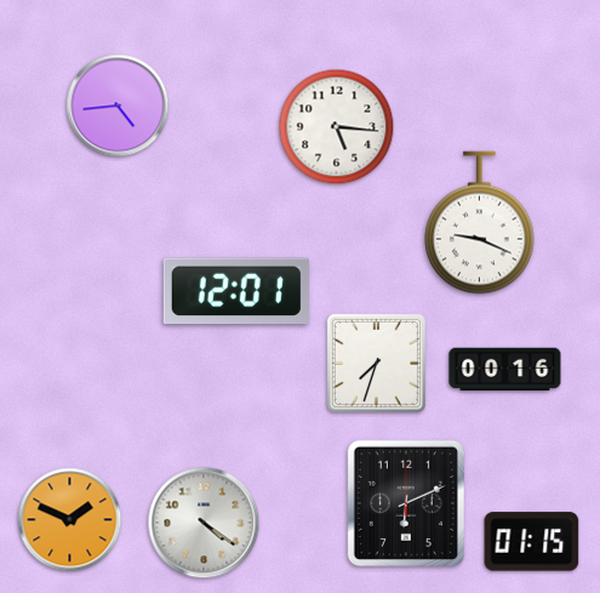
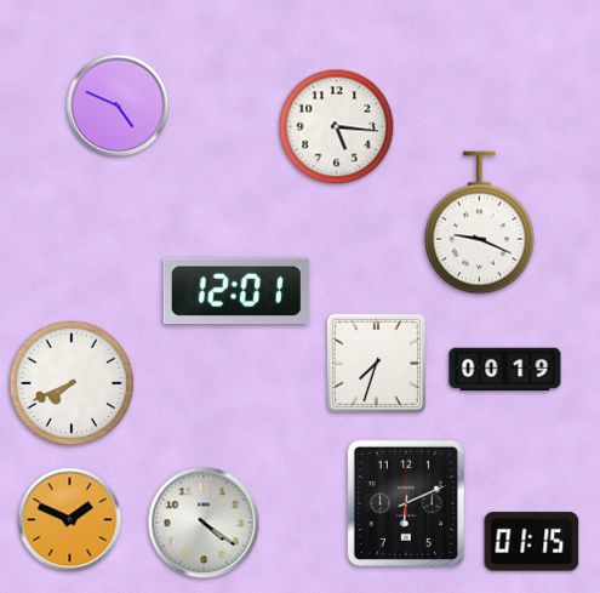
clock at (118, 106): 4:44 -> 4:49
clock at (505, 370): 00:16 -> 00:19
clock at (72, 383): none -> 7:41
